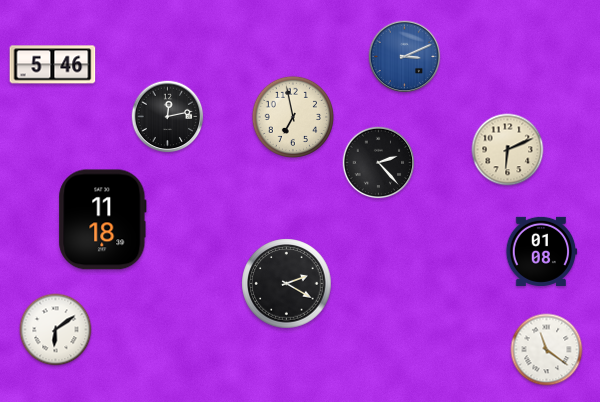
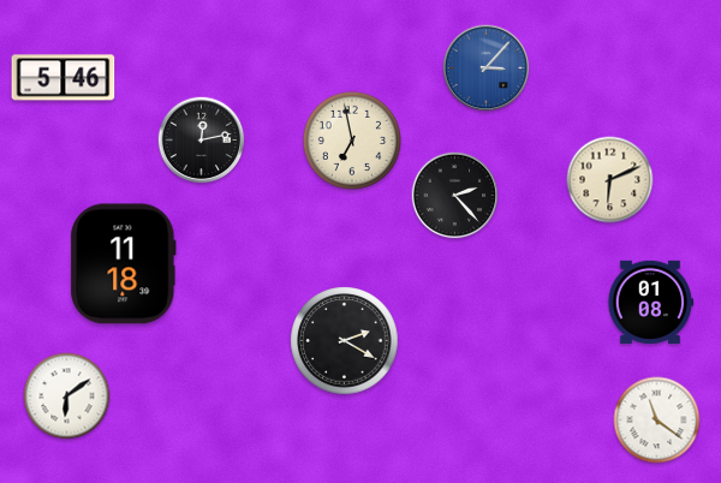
clock at (405, 57): 3:11 -> 3:07
